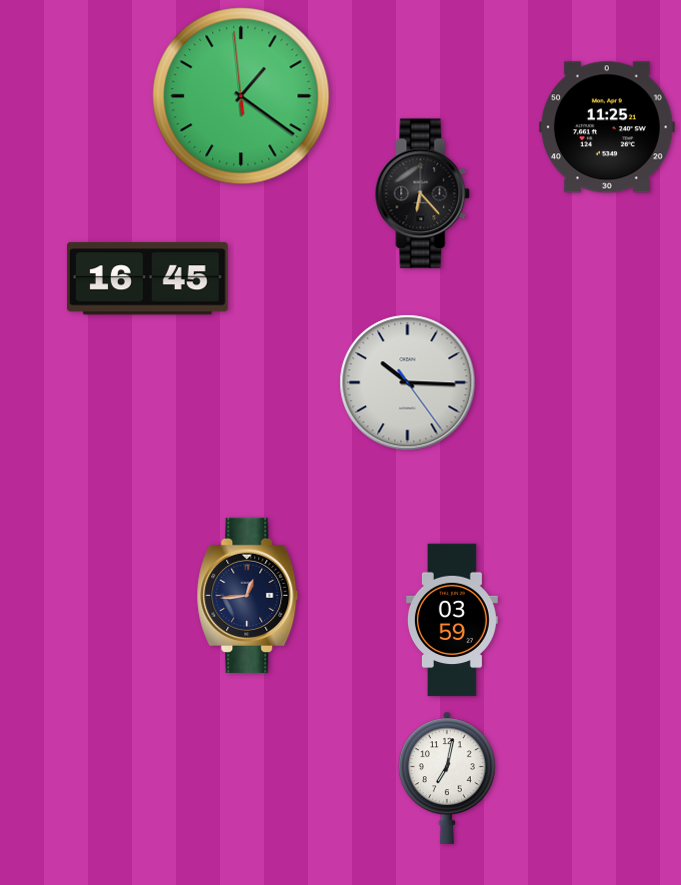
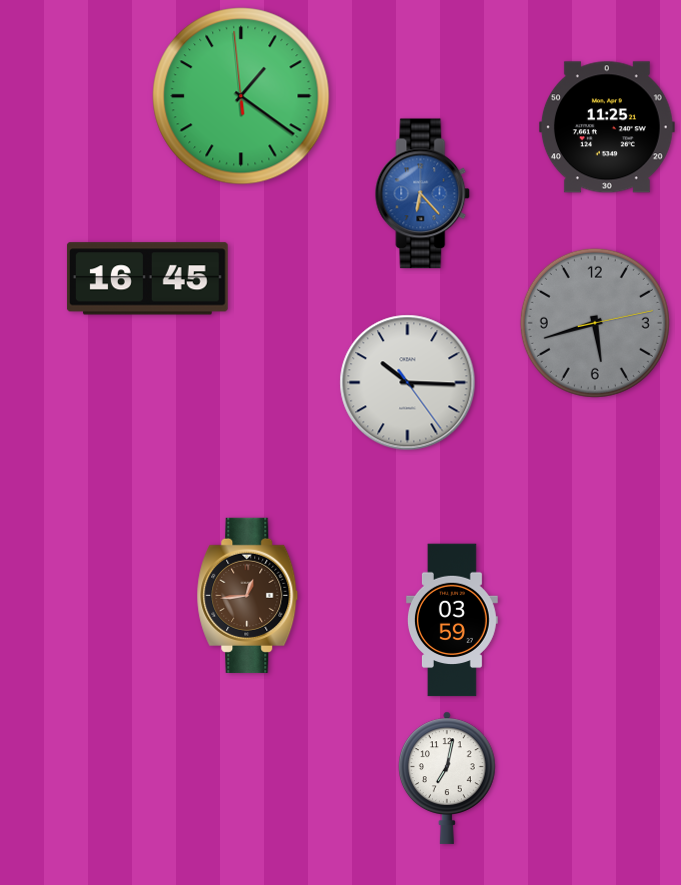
clock at (423, 194) dial: black -> blue
clock at (595, 323): none -> 5:42
clock at (248, 595) dial: navy -> brown
